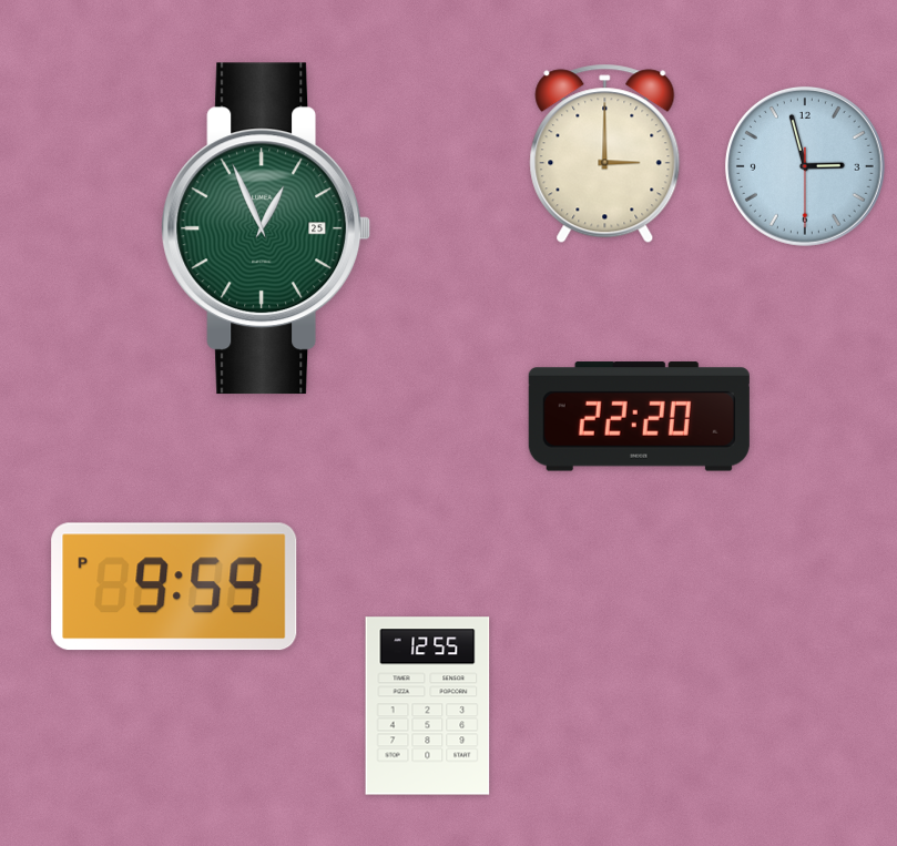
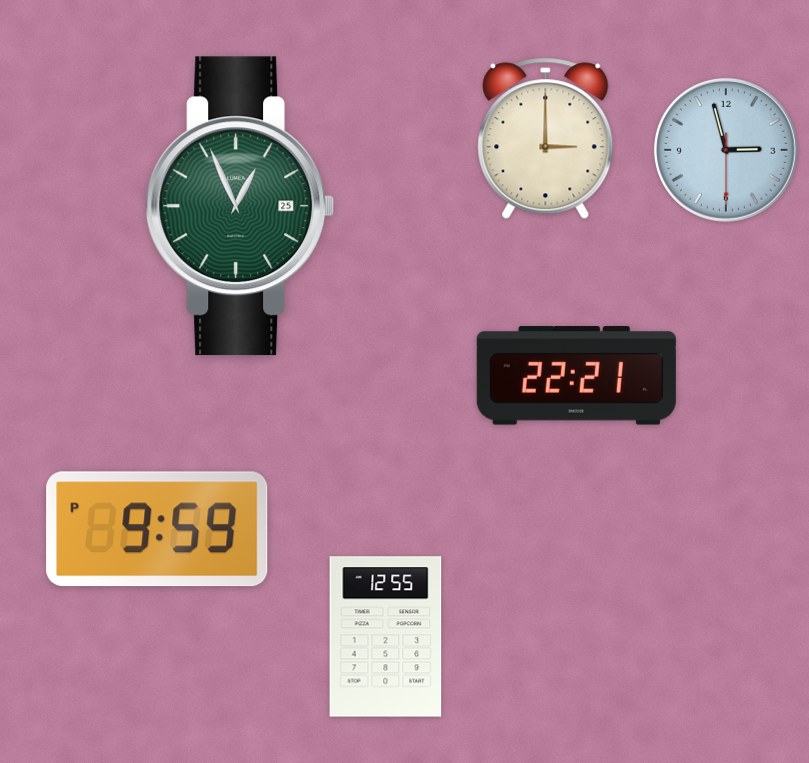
clock at (639, 417): 22:20 -> 22:21
